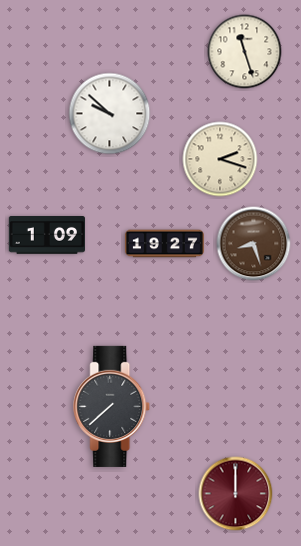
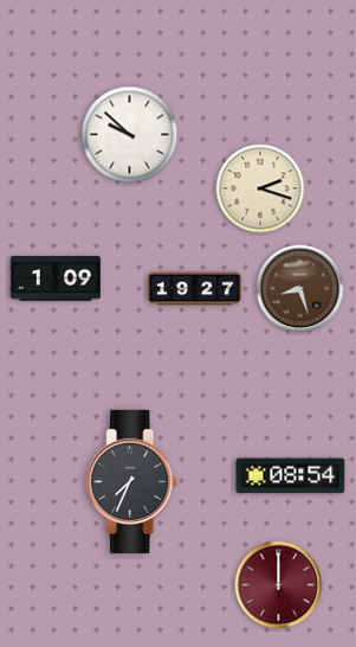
clock at (245, 52): 11:27 -> none
clock at (291, 476): none -> 08:54
clock at (112, 406): 7:38 -> 7:34
